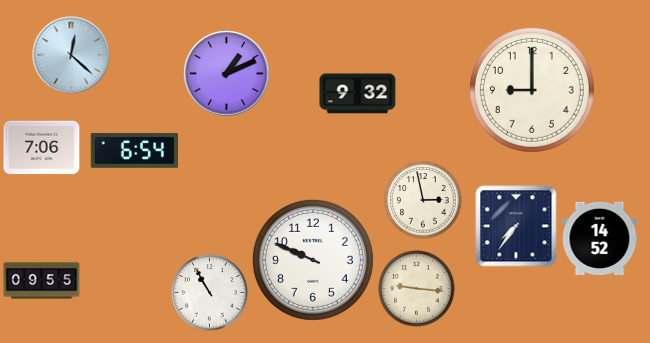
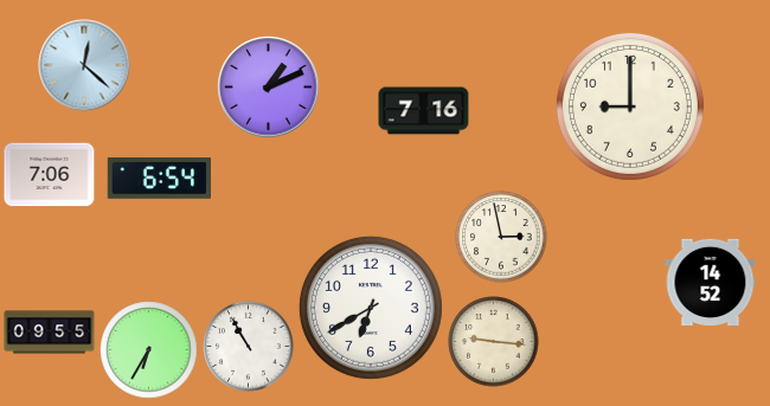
clock at (358, 94): 9:32 -> 7:16
clock at (516, 226): 7:36 -> none
clock at (313, 260): 9:49 -> 6:40
clock at (149, 350): none -> 6:35
